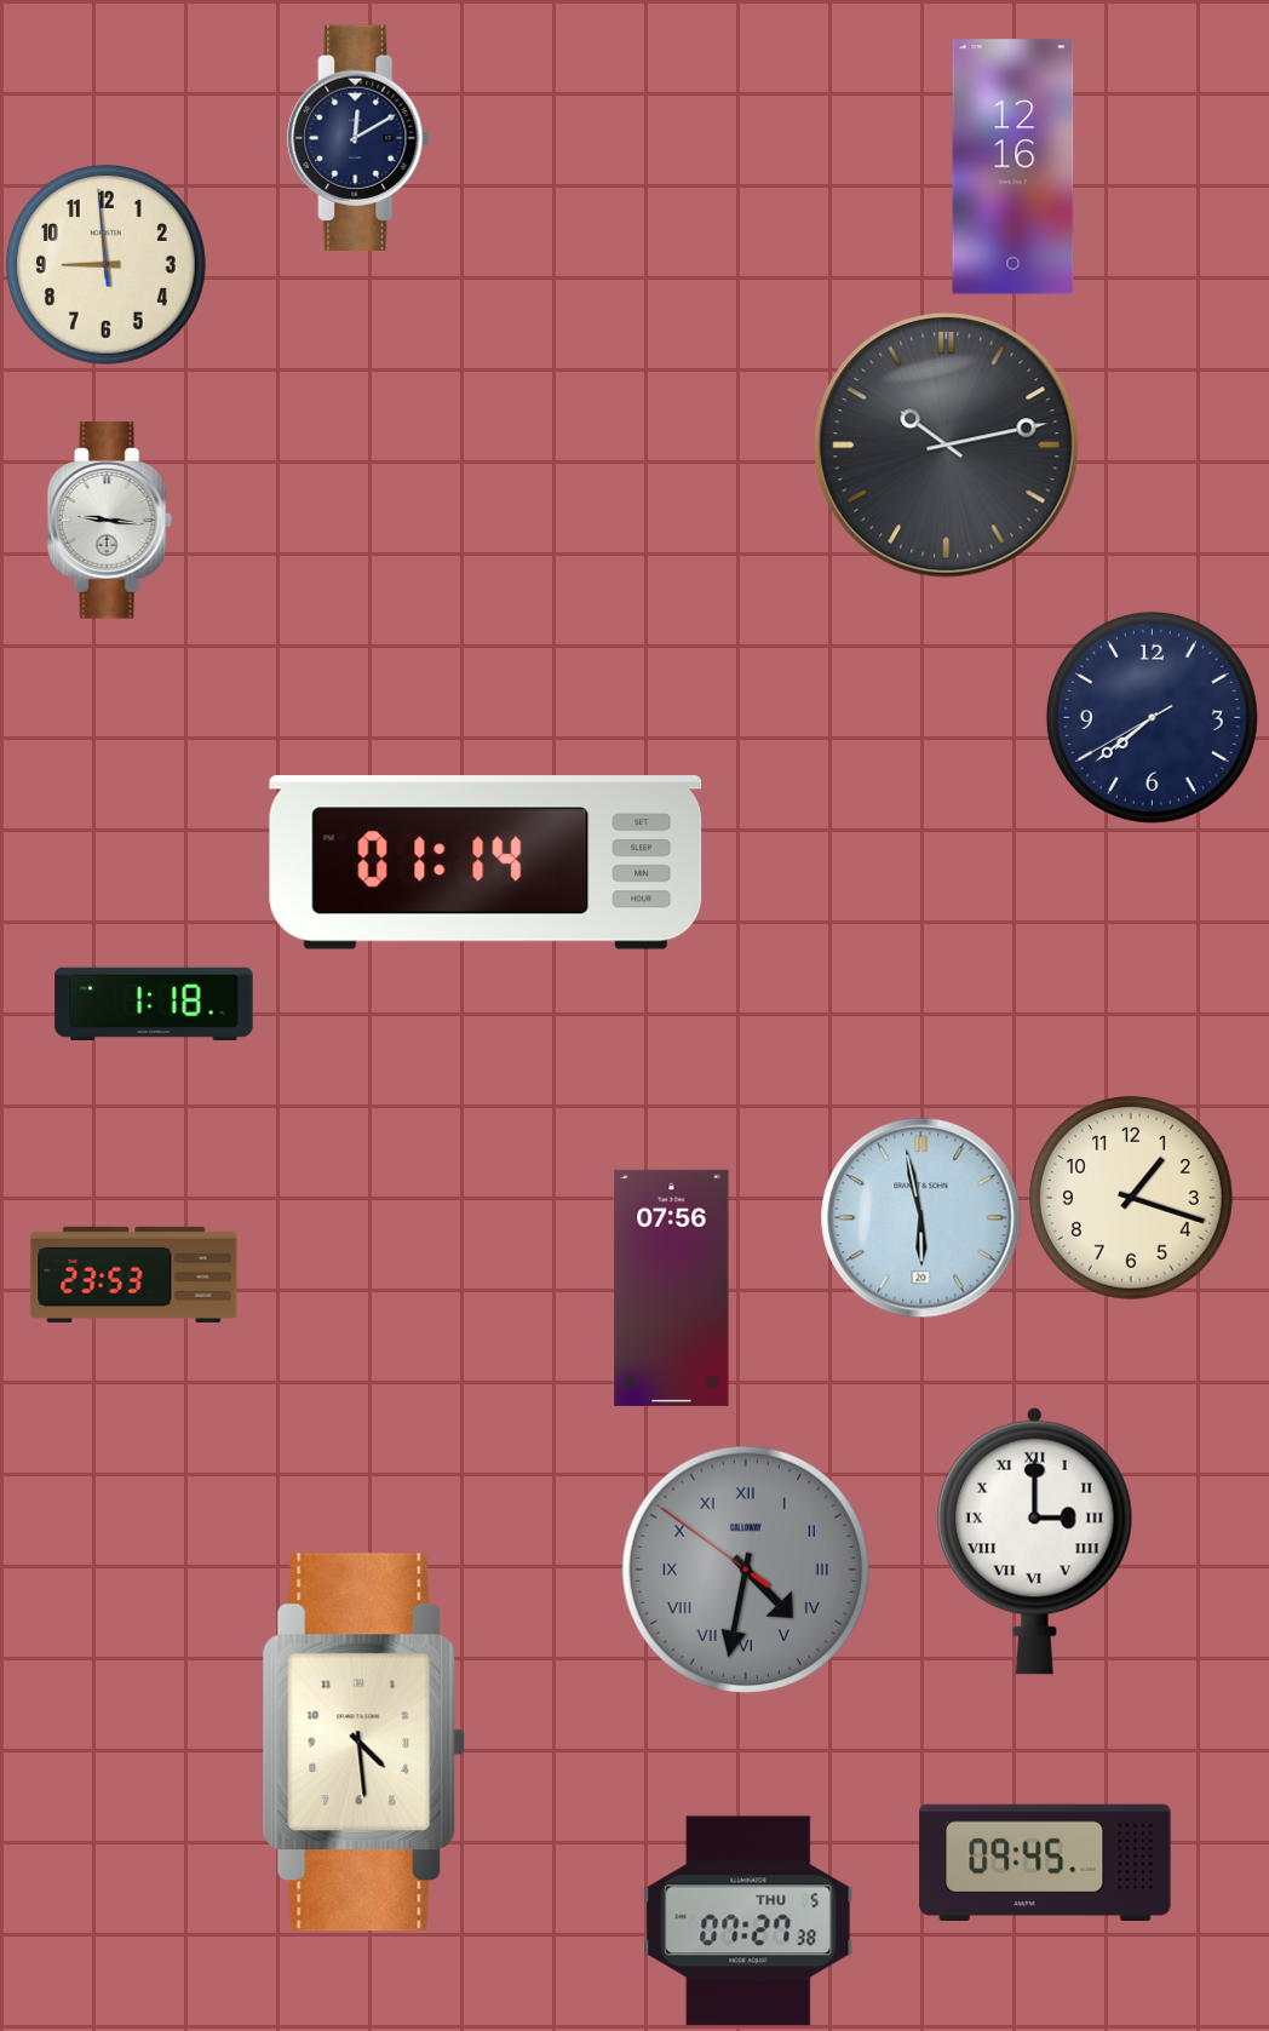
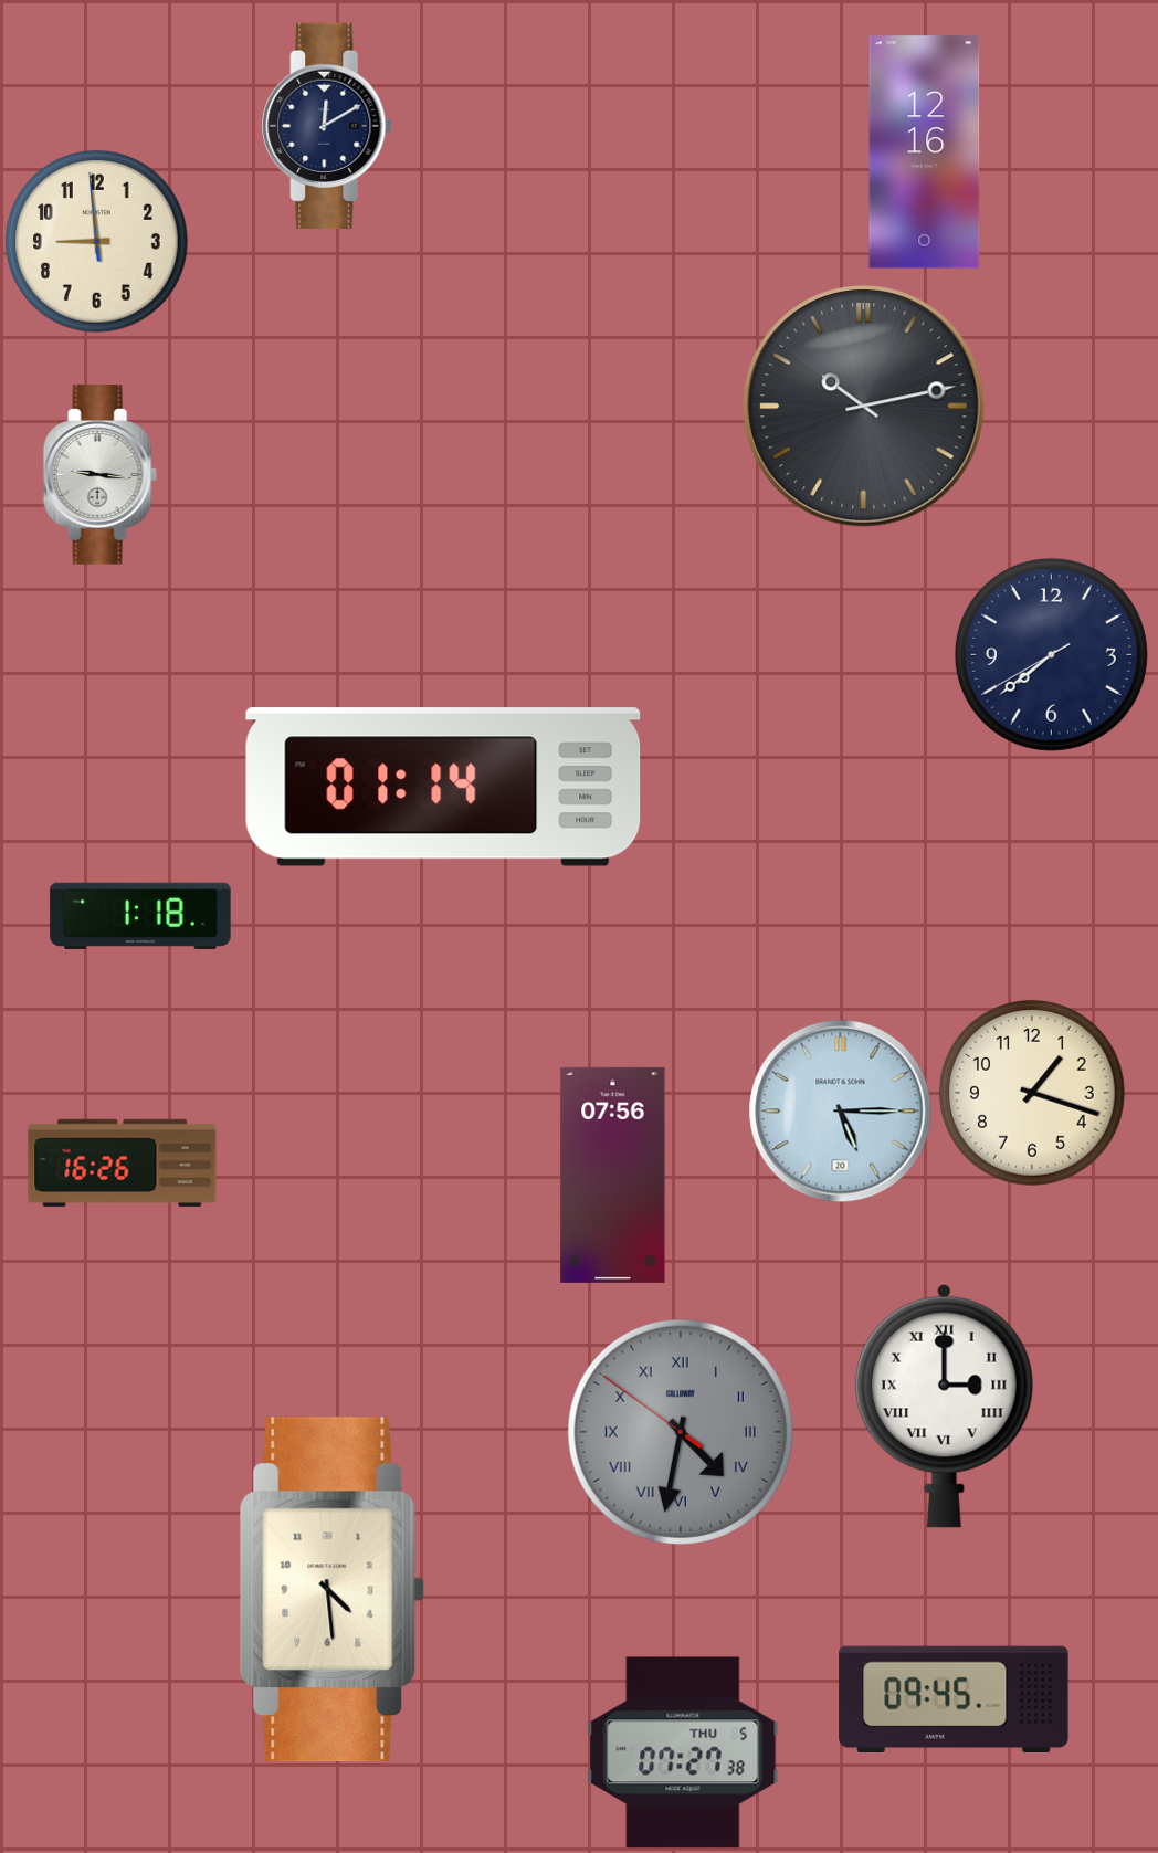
clock at (921, 1218): 5:58 -> 5:15
clock at (134, 1274): 23:53 -> 16:26
